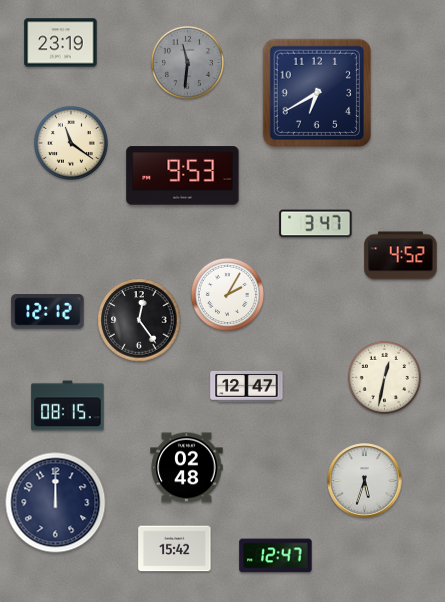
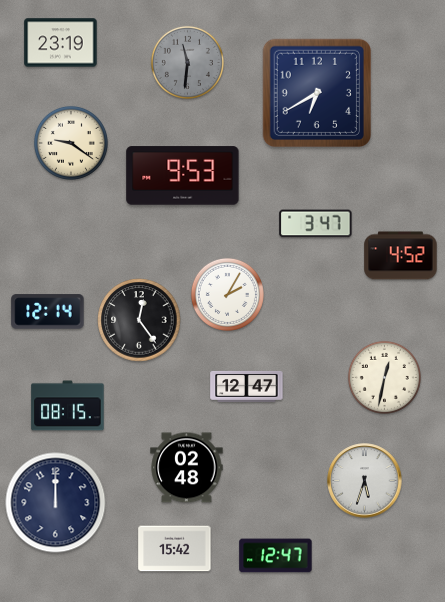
clock at (71, 143): 11:21 -> 9:21
clock at (48, 312): 12:12 -> 12:14
